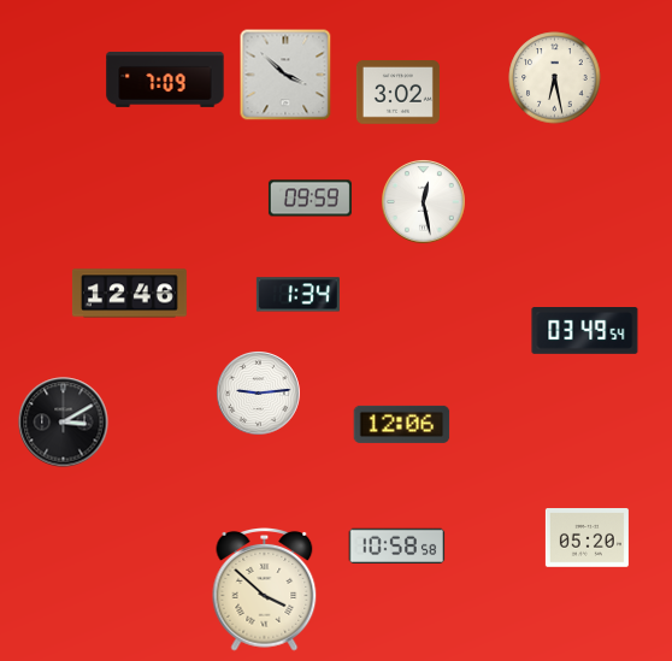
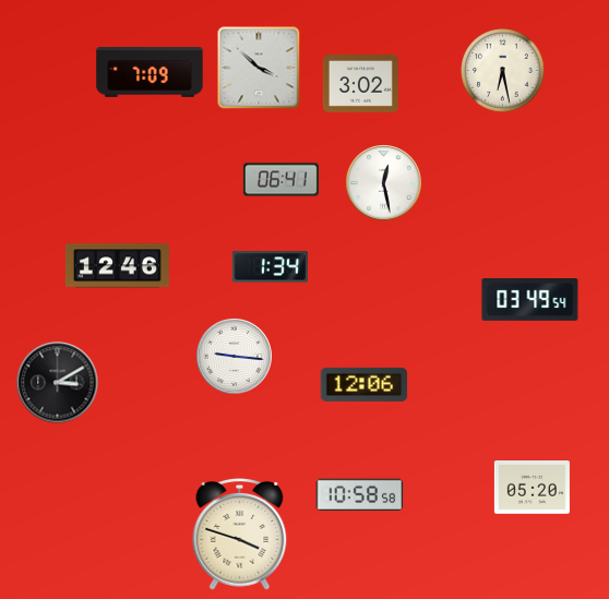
clock at (310, 199): 09:59 -> 06:41
clock at (259, 394): 9:14 -> 9:16
clock at (265, 590): 3:52 -> 3:48
